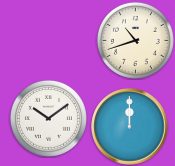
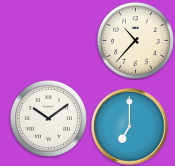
clock at (135, 40): 10:42 -> 10:37
clock at (130, 127): 12:00 -> 7:00
